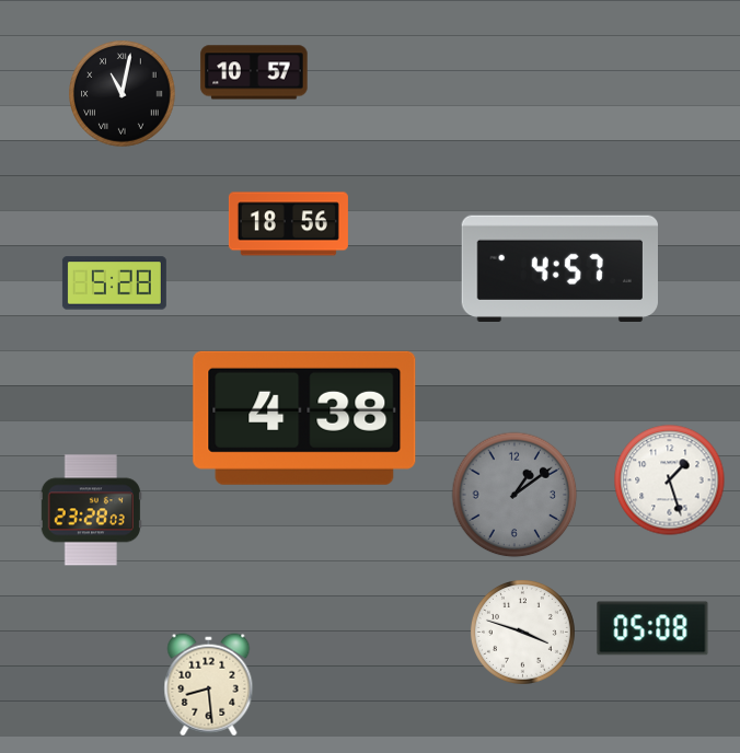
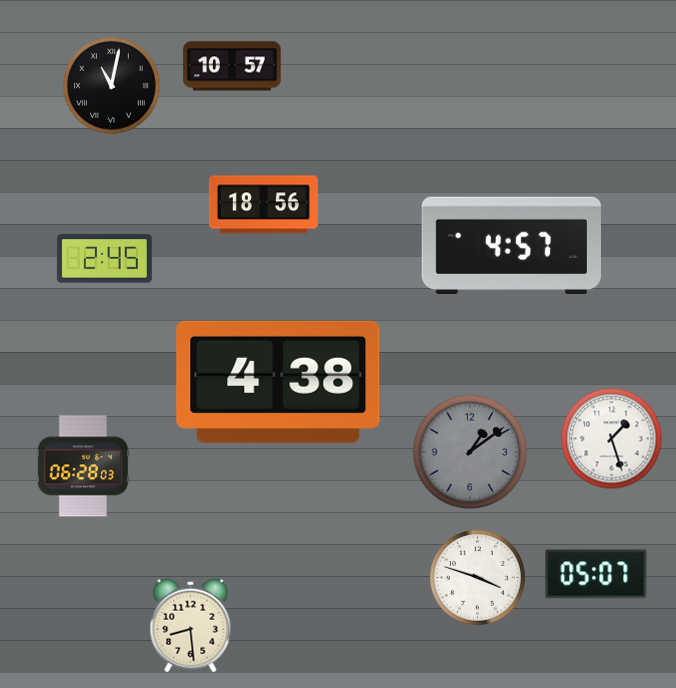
clock at (114, 283): 5:28 -> 2:45
clock at (91, 510): 23:28 -> 06:28
clock at (652, 628): 05:08 -> 05:07
